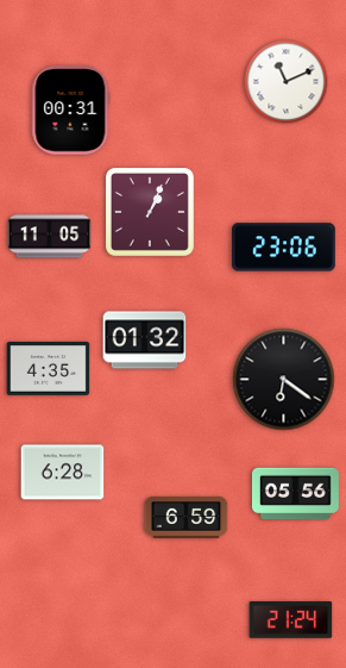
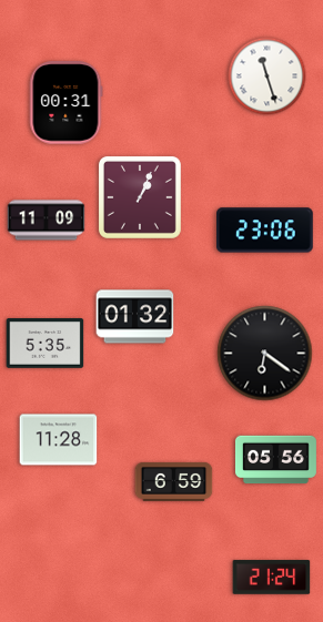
clock at (287, 82): 11:11 -> 11:27
clock at (50, 237): 11:05 -> 11:09
clock at (49, 369): 4:35 -> 5:35
clock at (63, 473): 6:28 -> 11:28
